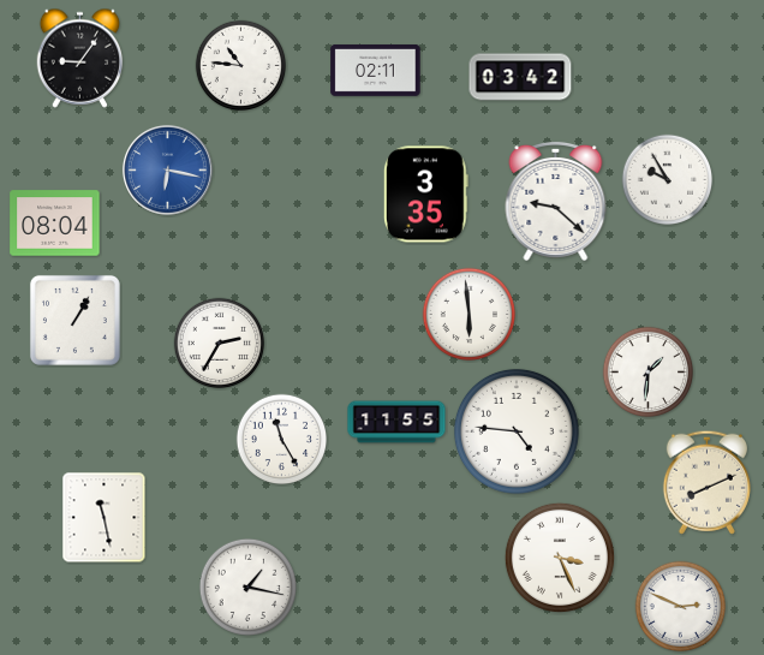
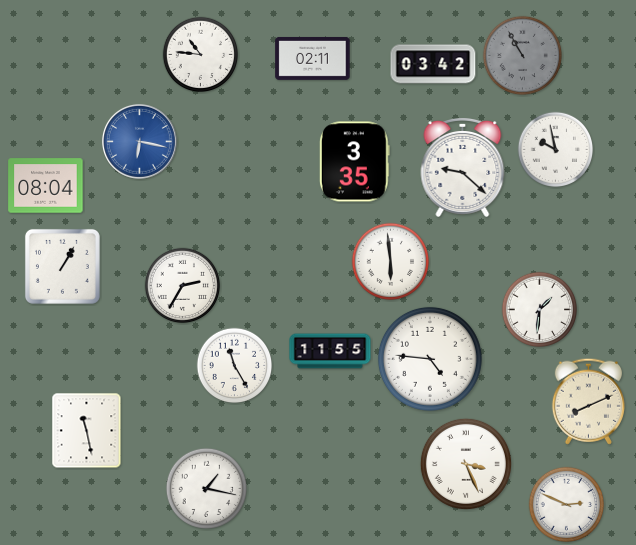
clock at (80, 58): 9:06 -> none
clock at (522, 55): none -> 10:55
clock at (668, 180): 9:55 -> 9:58
